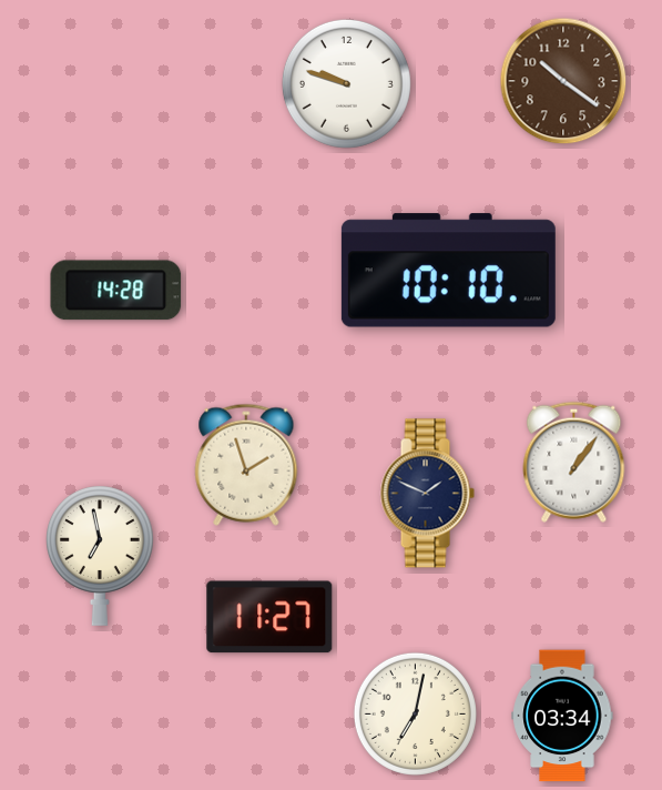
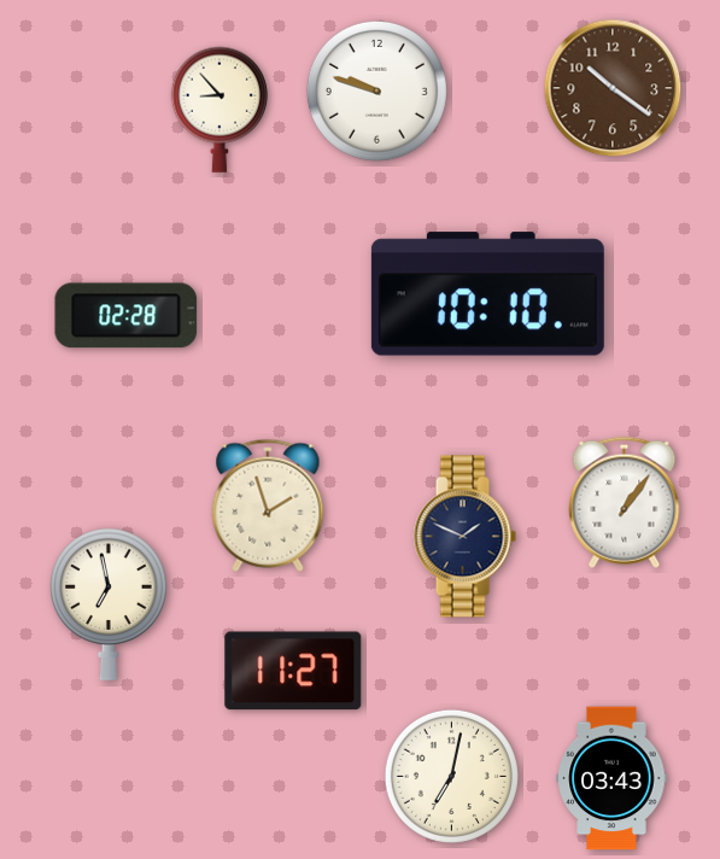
clock at (219, 110): none -> 8:53
clock at (116, 291): 14:28 -> 02:28
clock at (562, 716): 03:34 -> 03:43
